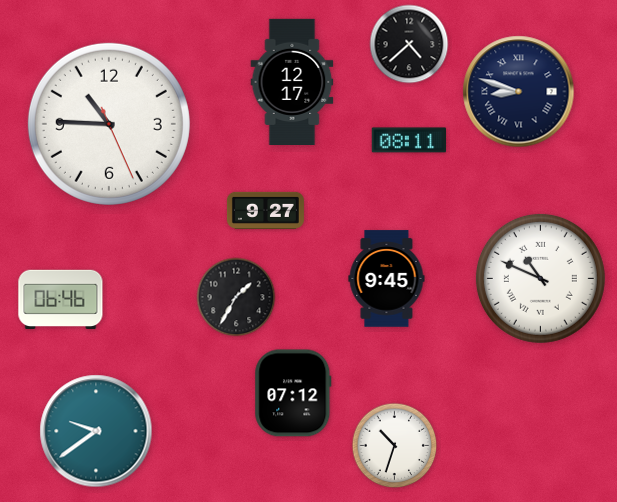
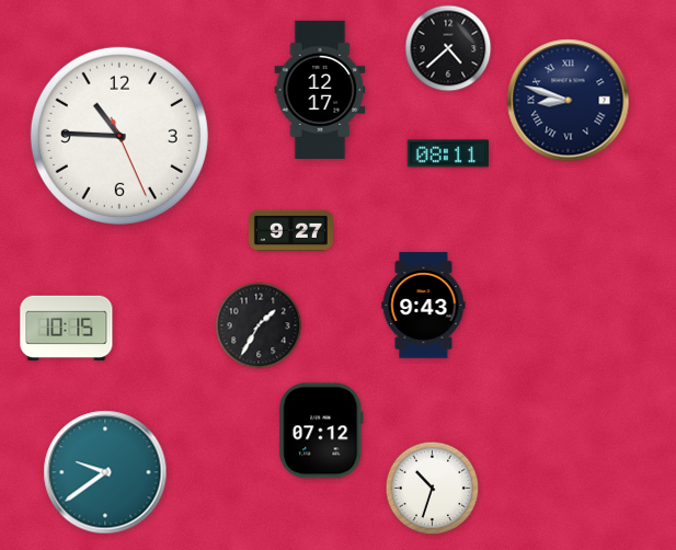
clock at (540, 278): 10:49 -> none
clock at (387, 279): 9:45 -> 9:43
clock at (61, 299): 06:46 -> 10:15
